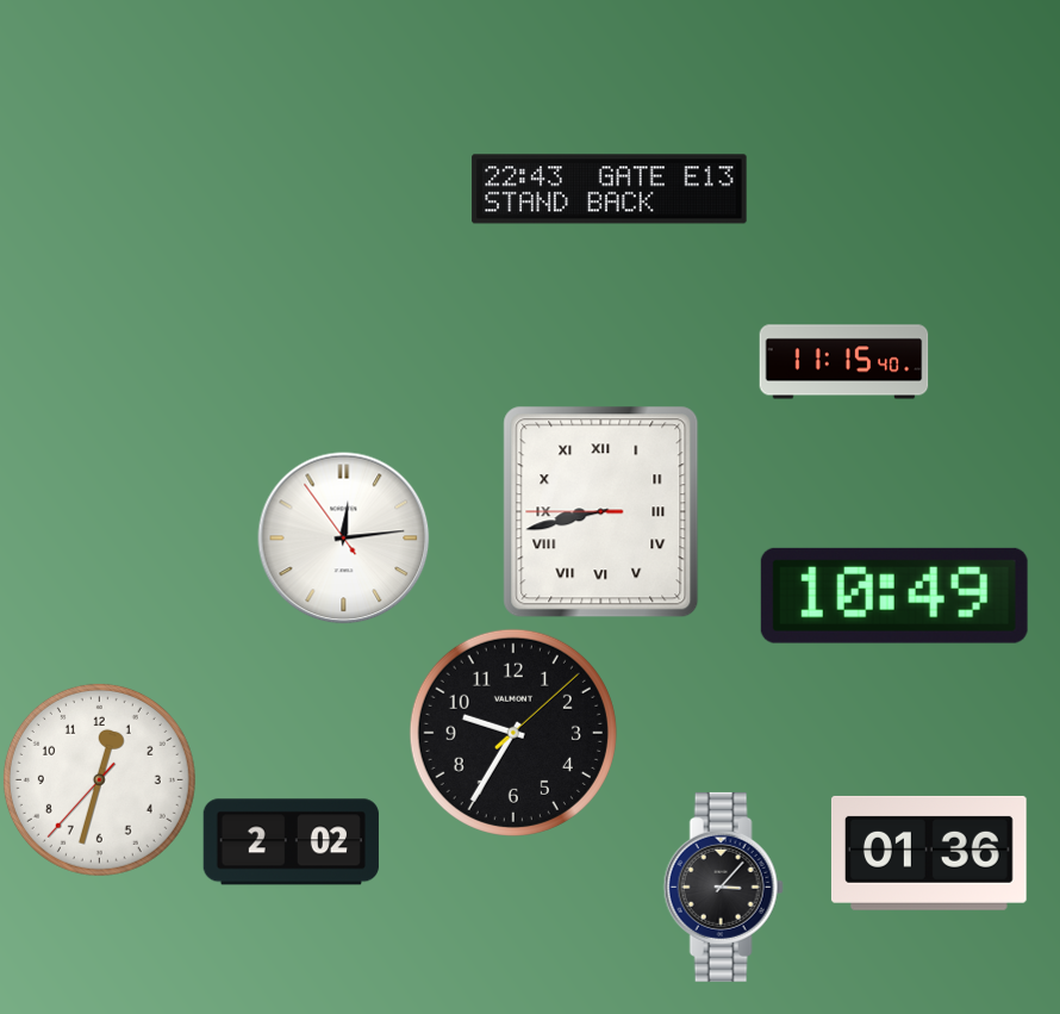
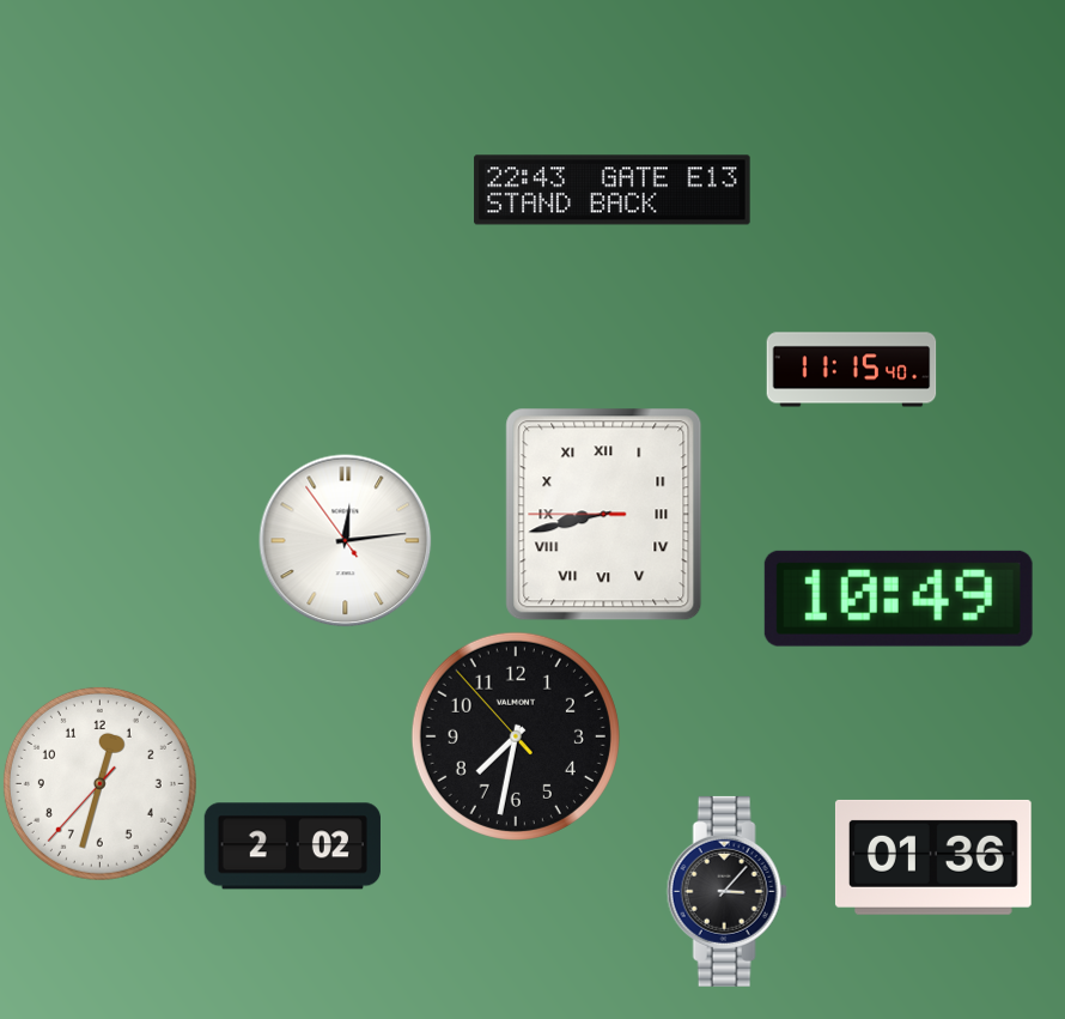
clock at (844, 362) position: (844, 362) -> (852, 370)
clock at (513, 733): 9:35 -> 7:31
